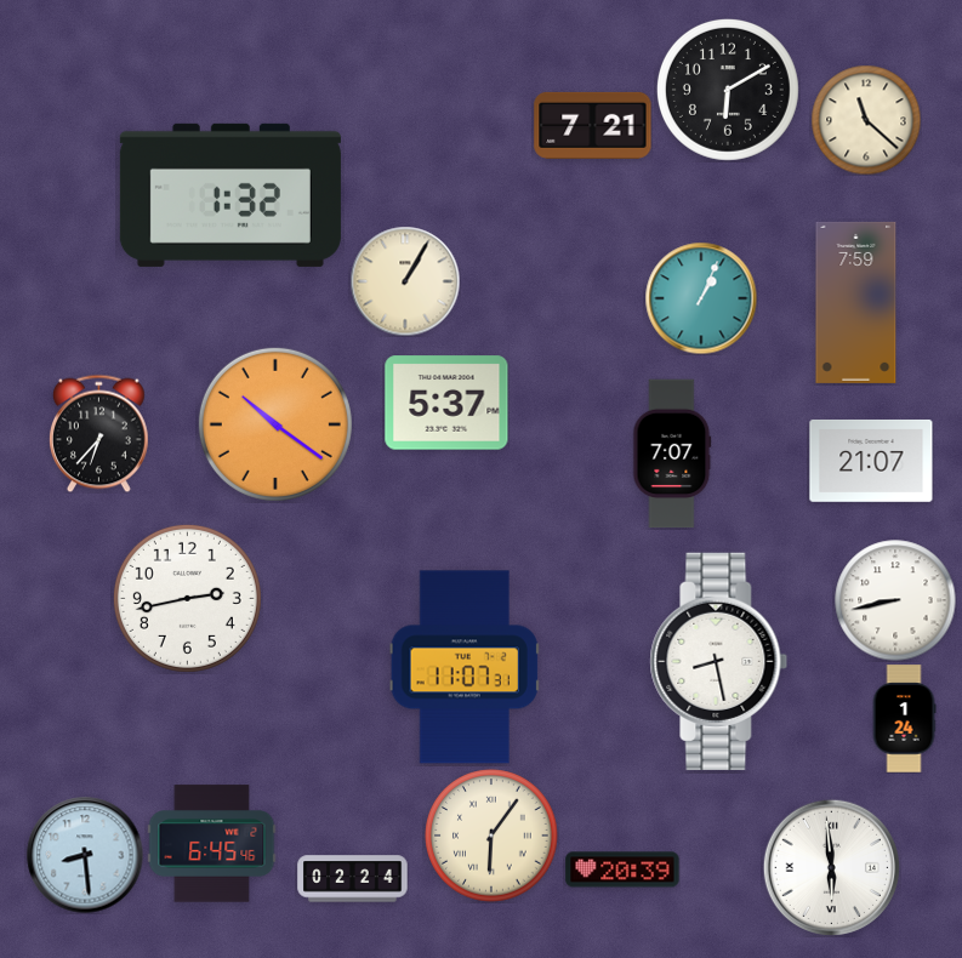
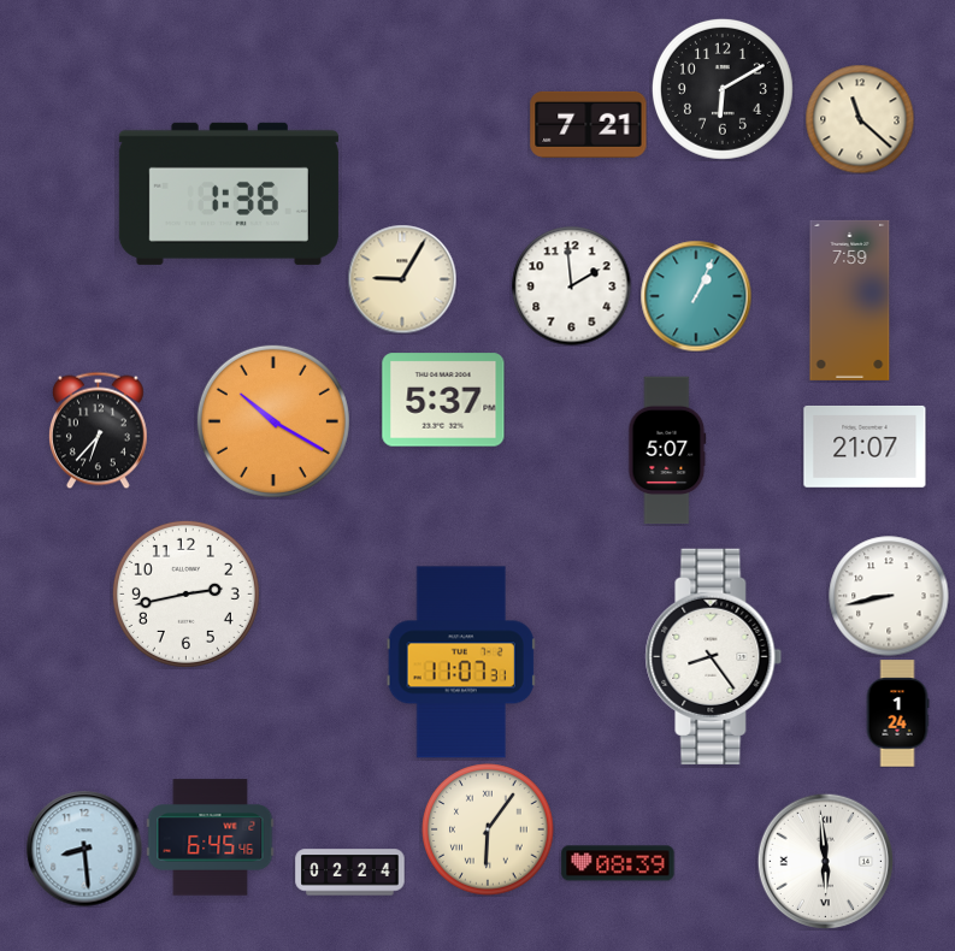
clock at (230, 195): 1:32 -> 1:36
clock at (405, 281): 1:05 -> 9:05
clock at (572, 287): none -> 1:59
clock at (275, 424): 10:21 -> 10:20
clock at (672, 454): 7:07 -> 5:07
clock at (871, 461) position: (871, 461) -> (865, 447)
clock at (719, 661): 8:28 -> 8:24
clock at (622, 869): 20:39 -> 08:39
